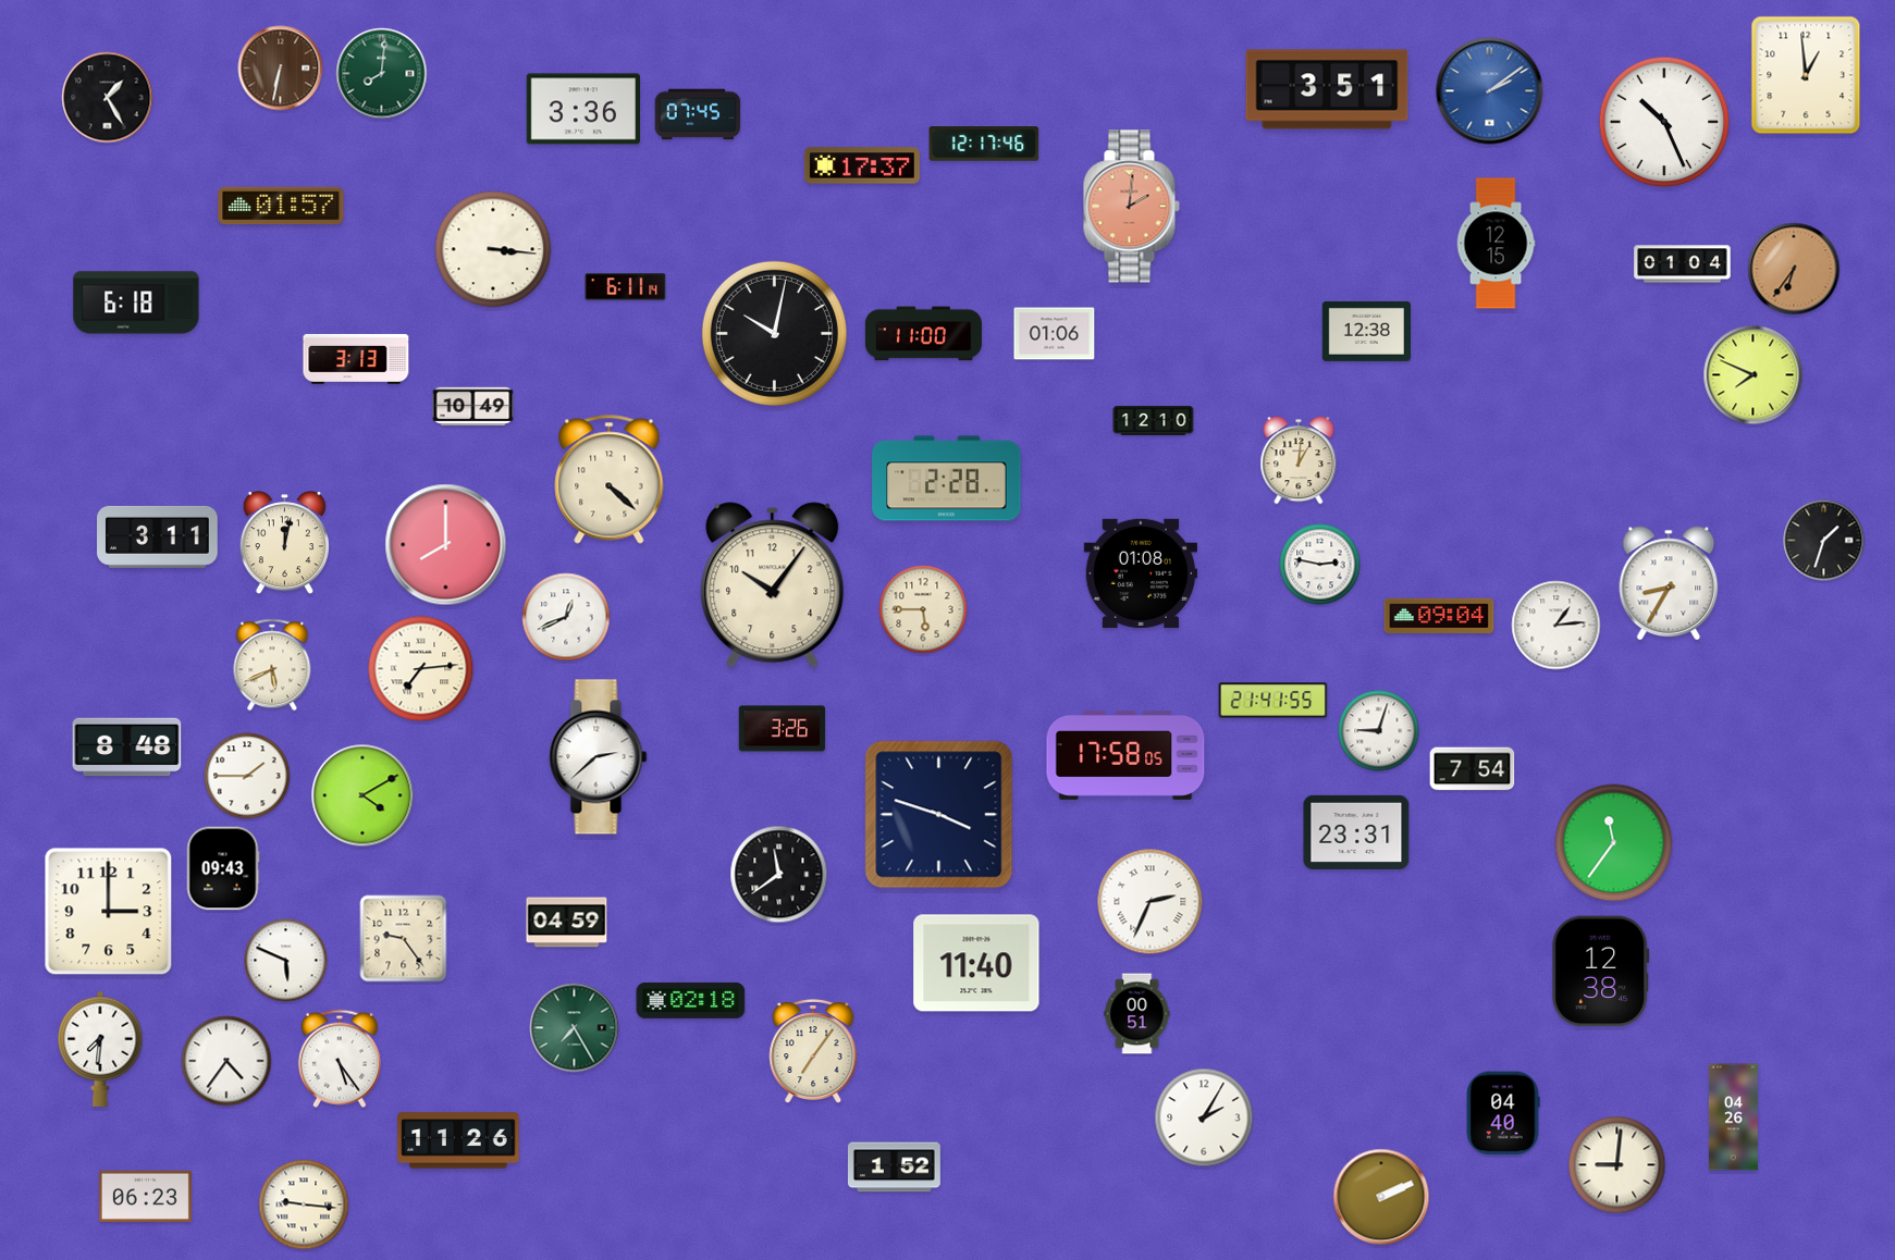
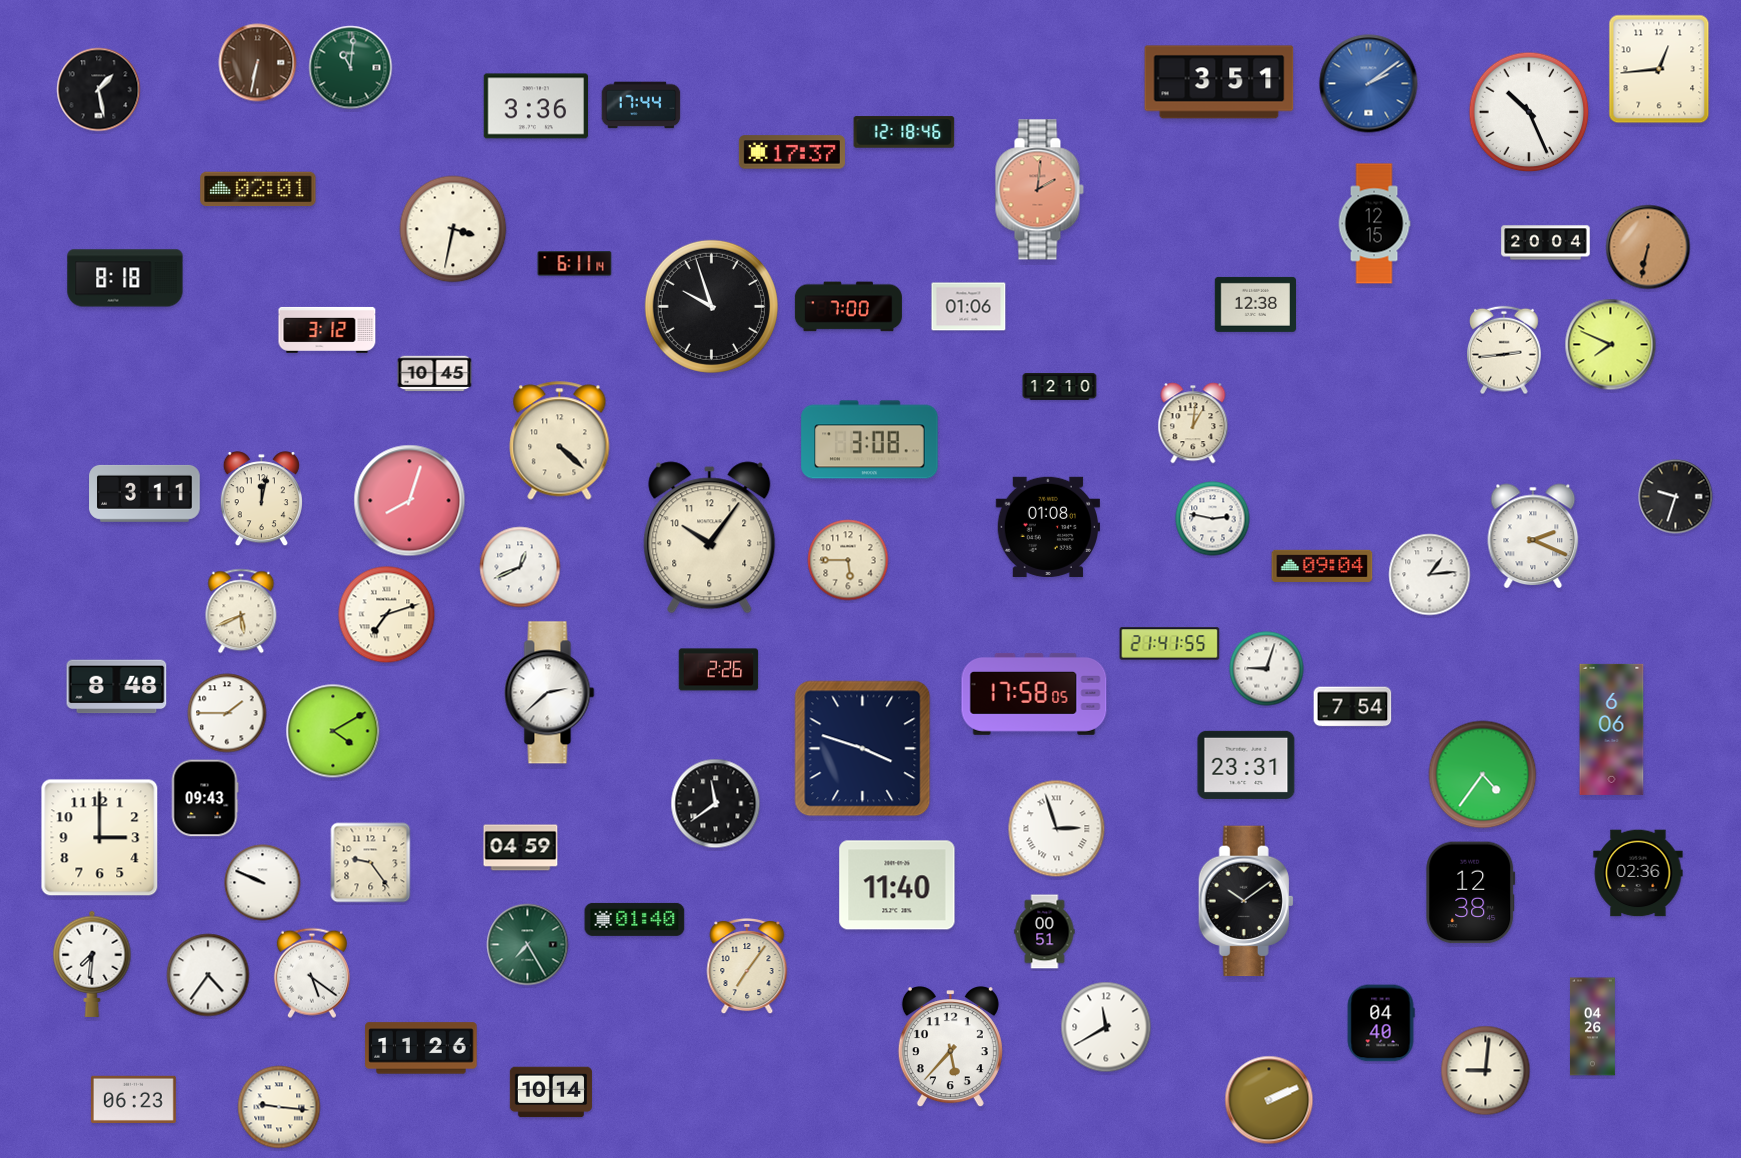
clock at (382, 74): 8:01 -> 11:01
clock at (1806, 75): 12:59 -> 12:44
clock at (108, 98): 1:25 -> 1:28
clock at (582, 109) position: (582, 109) -> (535, 106)
clock at (698, 114): 07:45 -> 17:44
clock at (984, 144): 12:17 -> 12:18
clock at (281, 206): 01:57 -> 02:01
clock at (493, 249): 3:16 -> 3:32
clock at (1683, 264): 01:04 -> 20:04
clock at (1794, 269): 6:36 -> 6:32
clock at (136, 302): 6:18 -> 8:18
clock at (774, 333): 10:02 -> 9:57
clock at (923, 334): 11:00 -> 7:00
clock at (356, 359): 3:13 -> 3:12
clock at (1505, 350): none -> 2:44
clock at (473, 407): 10:49 -> 10:45
clock at (947, 479): 2:28 -> 3:08
clock at (1824, 541): 1:33 -> 9:33
clock at (446, 545): 8:00 -> 8:03
clock at (1669, 583): 8:35 -> 2:19
clock at (272, 665) position: (272, 665) -> (241, 611)
clock at (421, 669): 7:14 -> 7:12
clock at (783, 729): 3:26 -> 2:26
clock at (1379, 731) position: (1379, 731) -> (1267, 669)
clock at (599, 757) position: (599, 757) -> (550, 693)
clock at (1612, 729): none -> 6:06
clock at (1614, 843): 11:36 -> 4:36
clock at (1150, 902): 2:34 -> 2:57
clock at (1638, 873): none -> 02:36
clock at (286, 961): 5:49 -> 9:49
clock at (1246, 901): none -> 10:09
clock at (691, 1000): 02:18 -> 01:40
clock at (340, 1059): 5:24 -> 5:21
clock at (1204, 1117): 2:05 -> 11:40
clock at (950, 1047): none -> 5:37
clock at (894, 1168): 1:52 -> none
clock at (551, 1092): none -> 10:14
